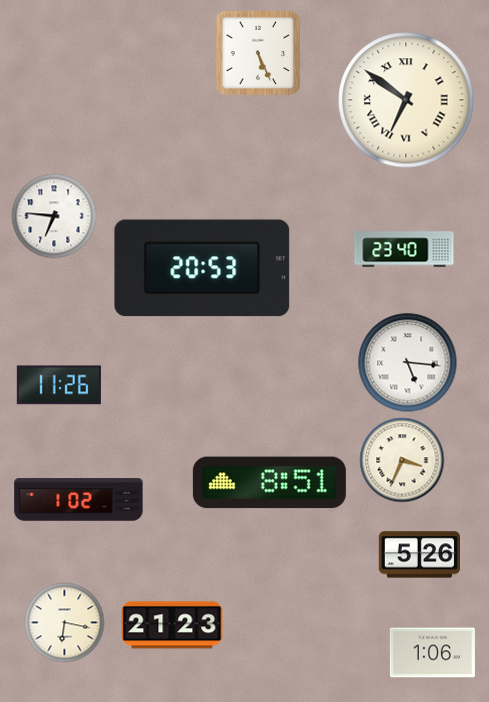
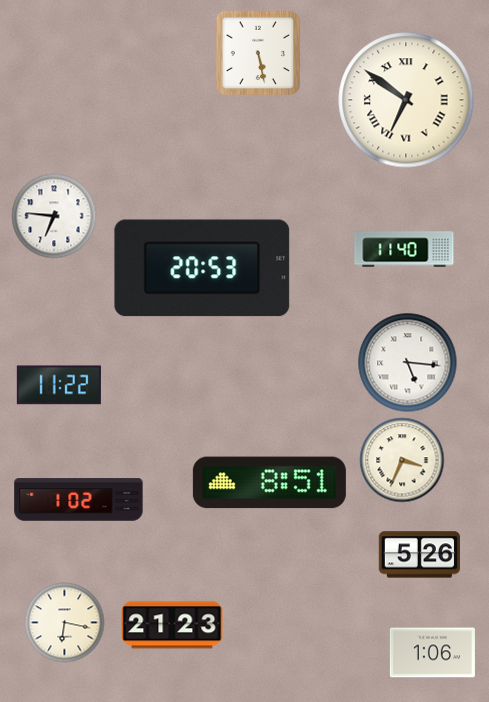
clock at (258, 53): 5:26 -> 5:28
clock at (404, 249): 23:40 -> 11:40
clock at (59, 385): 11:26 -> 11:22
